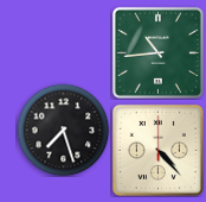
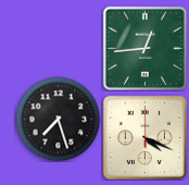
clock at (157, 52): 10:44 -> 12:44
clock at (157, 150): 4:23 -> 4:19
